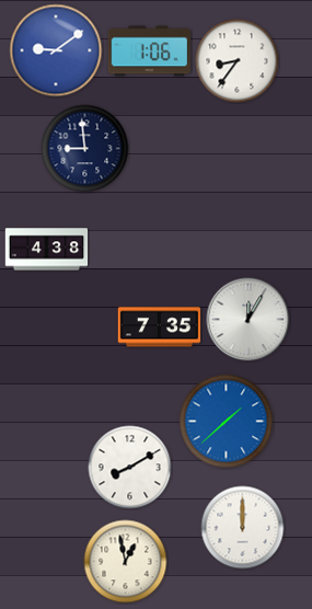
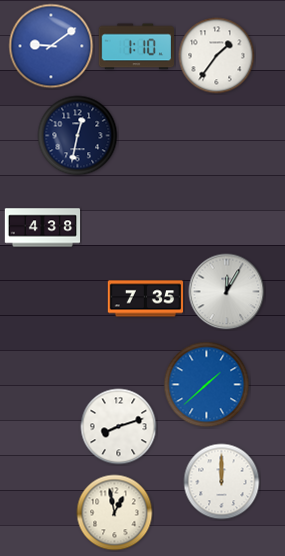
clock at (149, 51): 1:06 -> 1:10
clock at (238, 61): 8:36 -> 1:36
clock at (85, 149): 8:59 -> 12:32
clock at (130, 468): 8:10 -> 8:12
